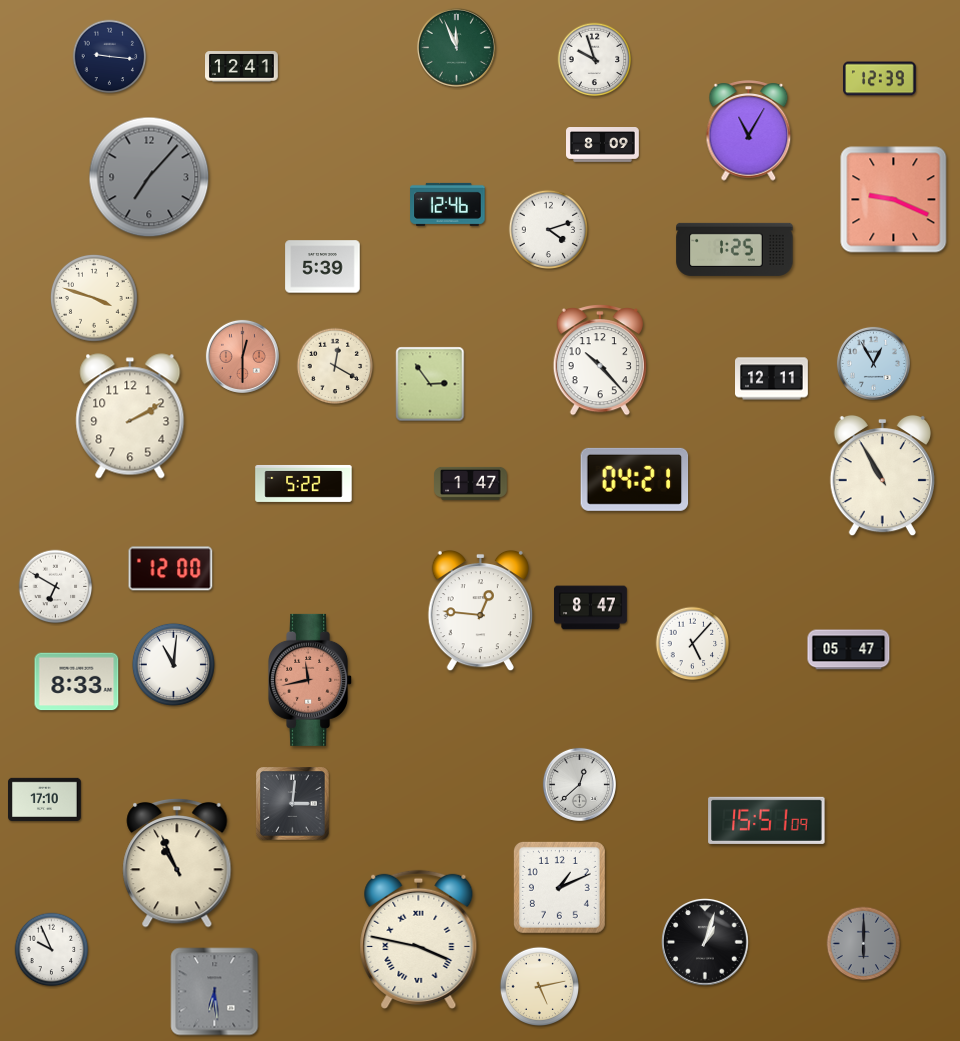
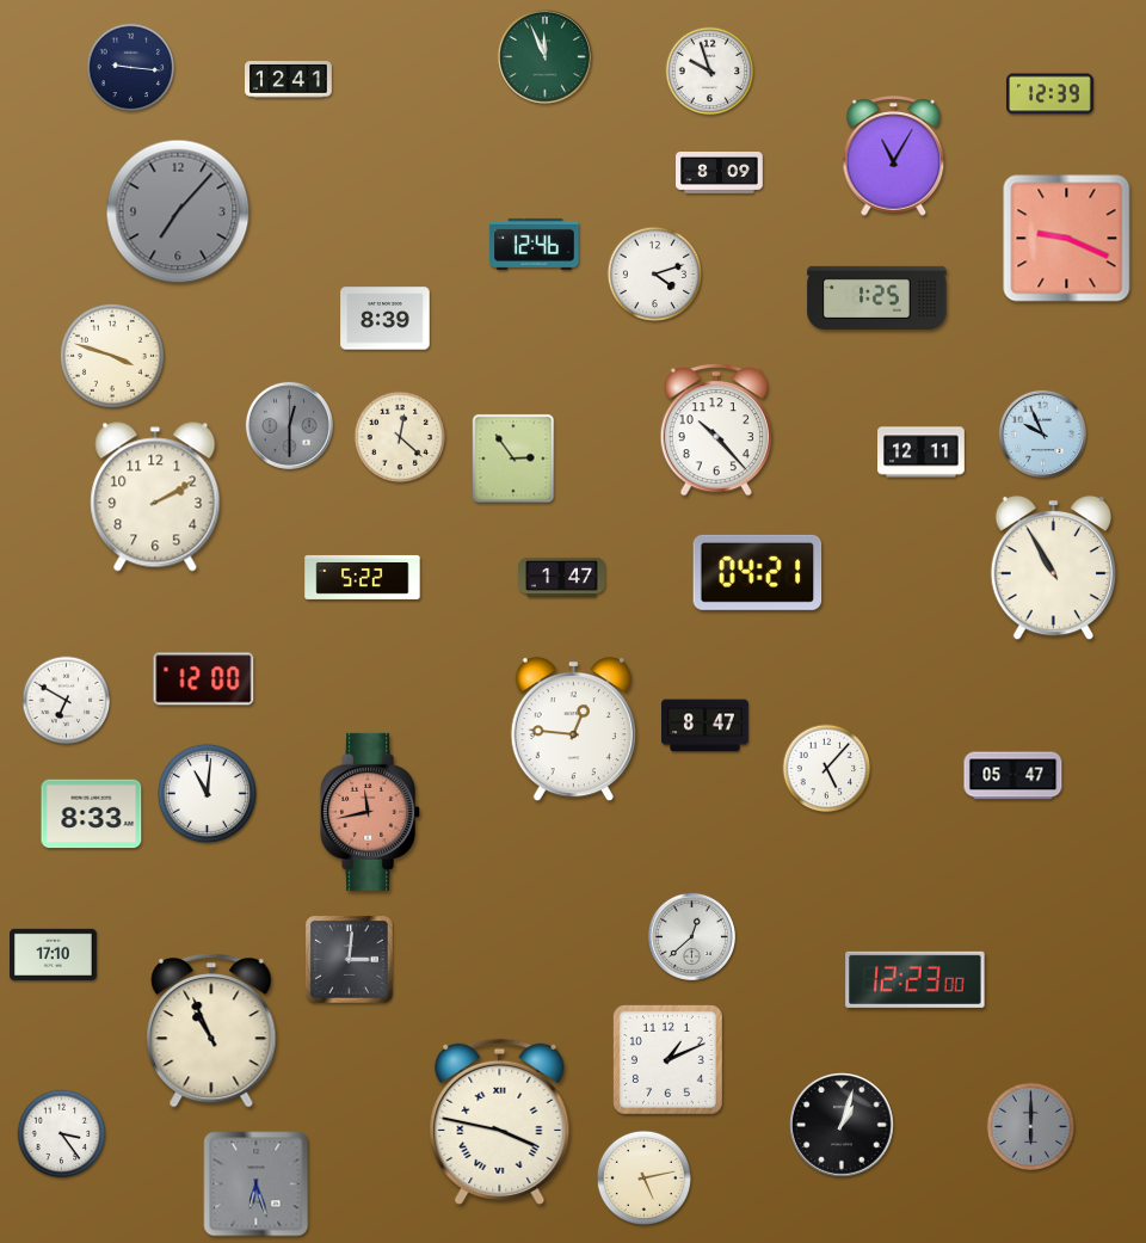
clock at (323, 267): 5:39 -> 8:39
clock at (242, 356) dial: salmon -> grey
clock at (873, 363): 12:55 -> 9:56
clock at (335, 366): 12:20 -> 12:22
clock at (767, 820): 15:51 -> 12:23
clock at (52, 950): 9:56 -> 3:24
clock at (215, 992): 6:29 -> 6:27
